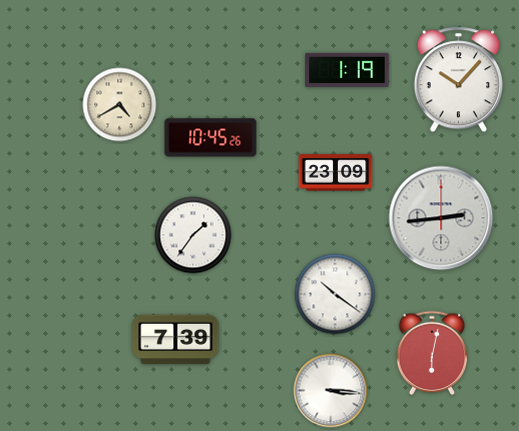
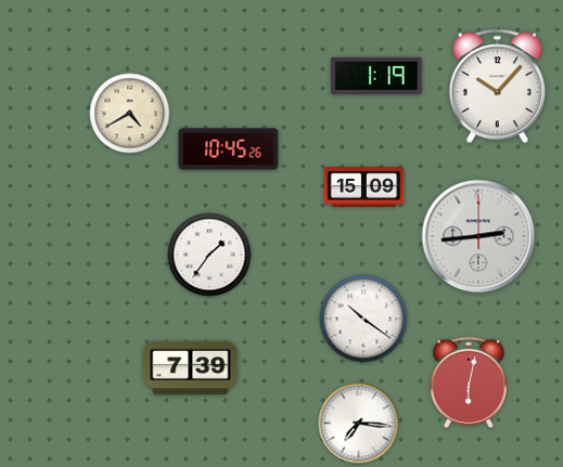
clock at (336, 173): 23:09 -> 15:09
clock at (331, 391): 3:16 -> 7:16
